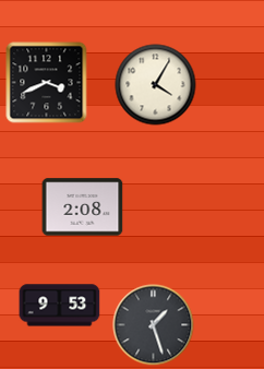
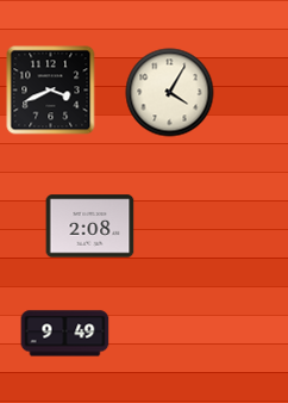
clock at (60, 306): 9:53 -> 9:49
clock at (154, 325): 1:27 -> none
